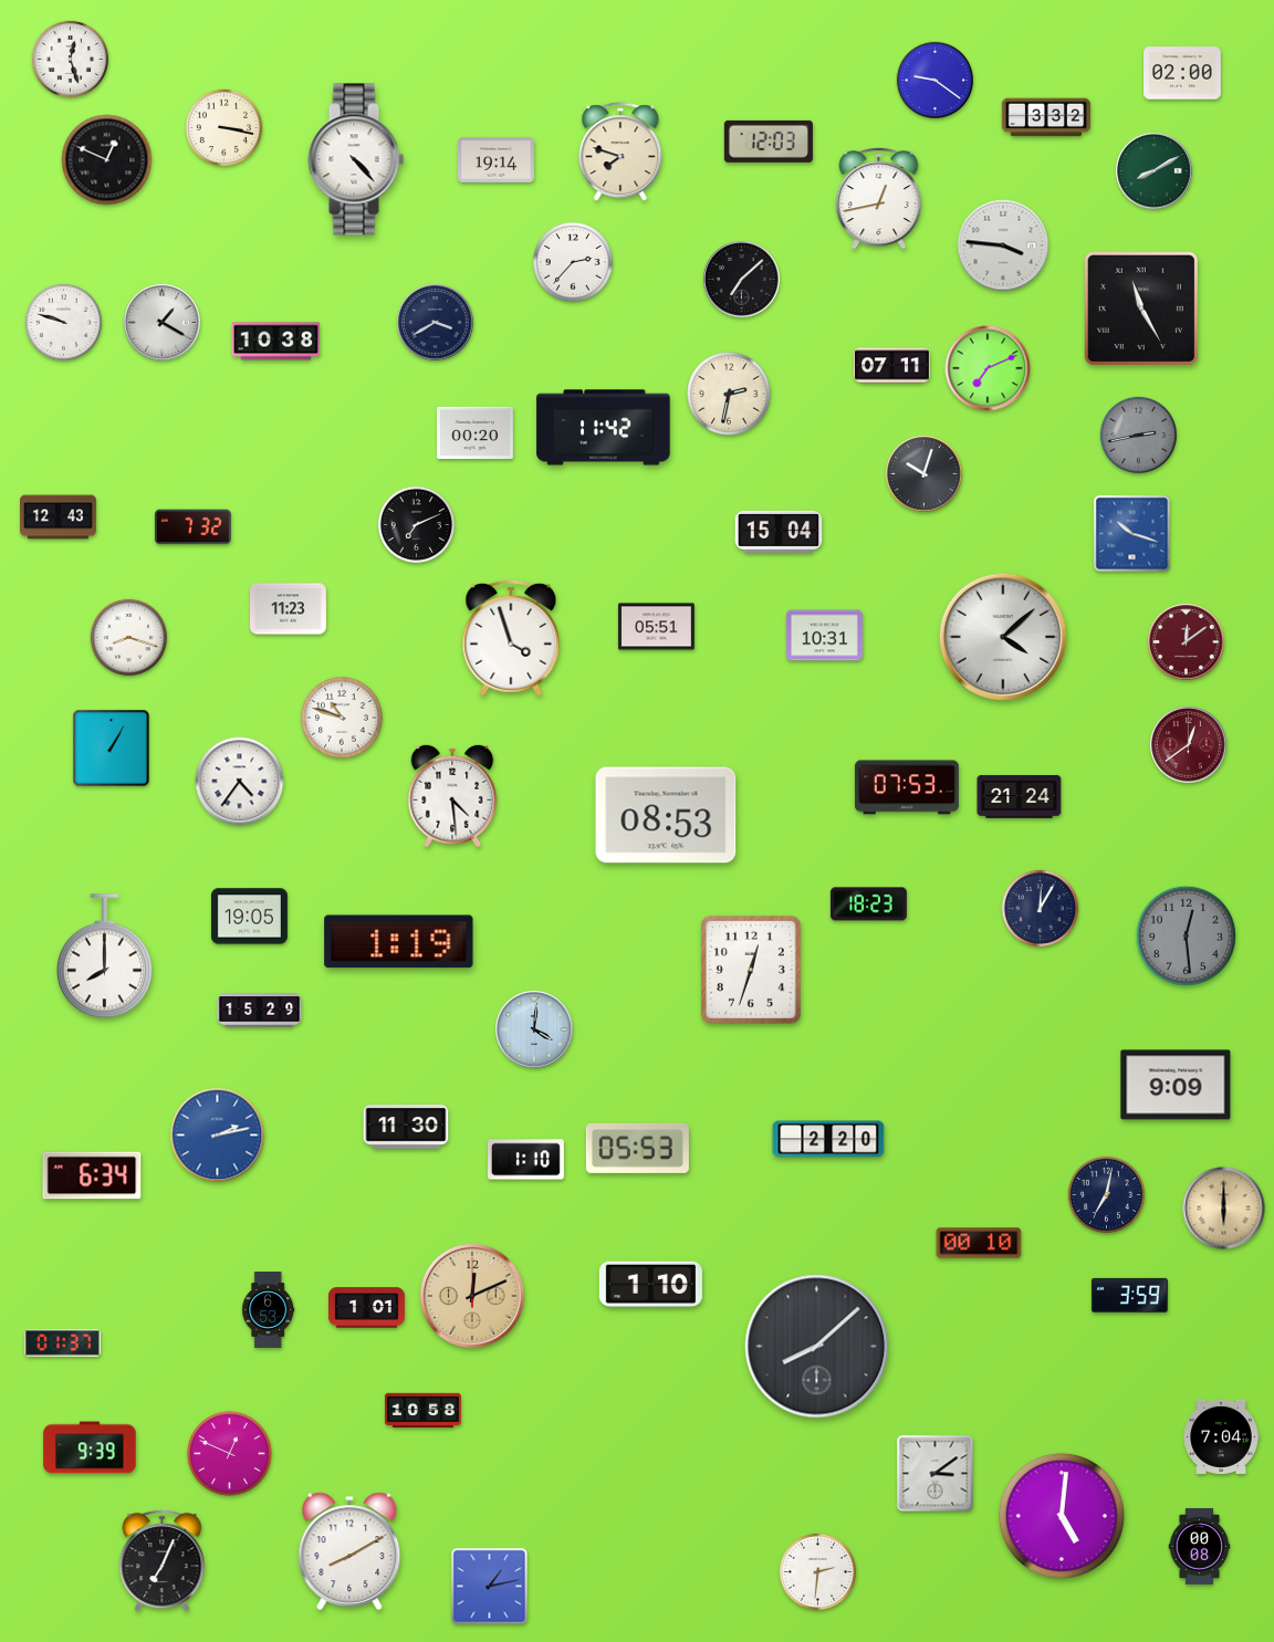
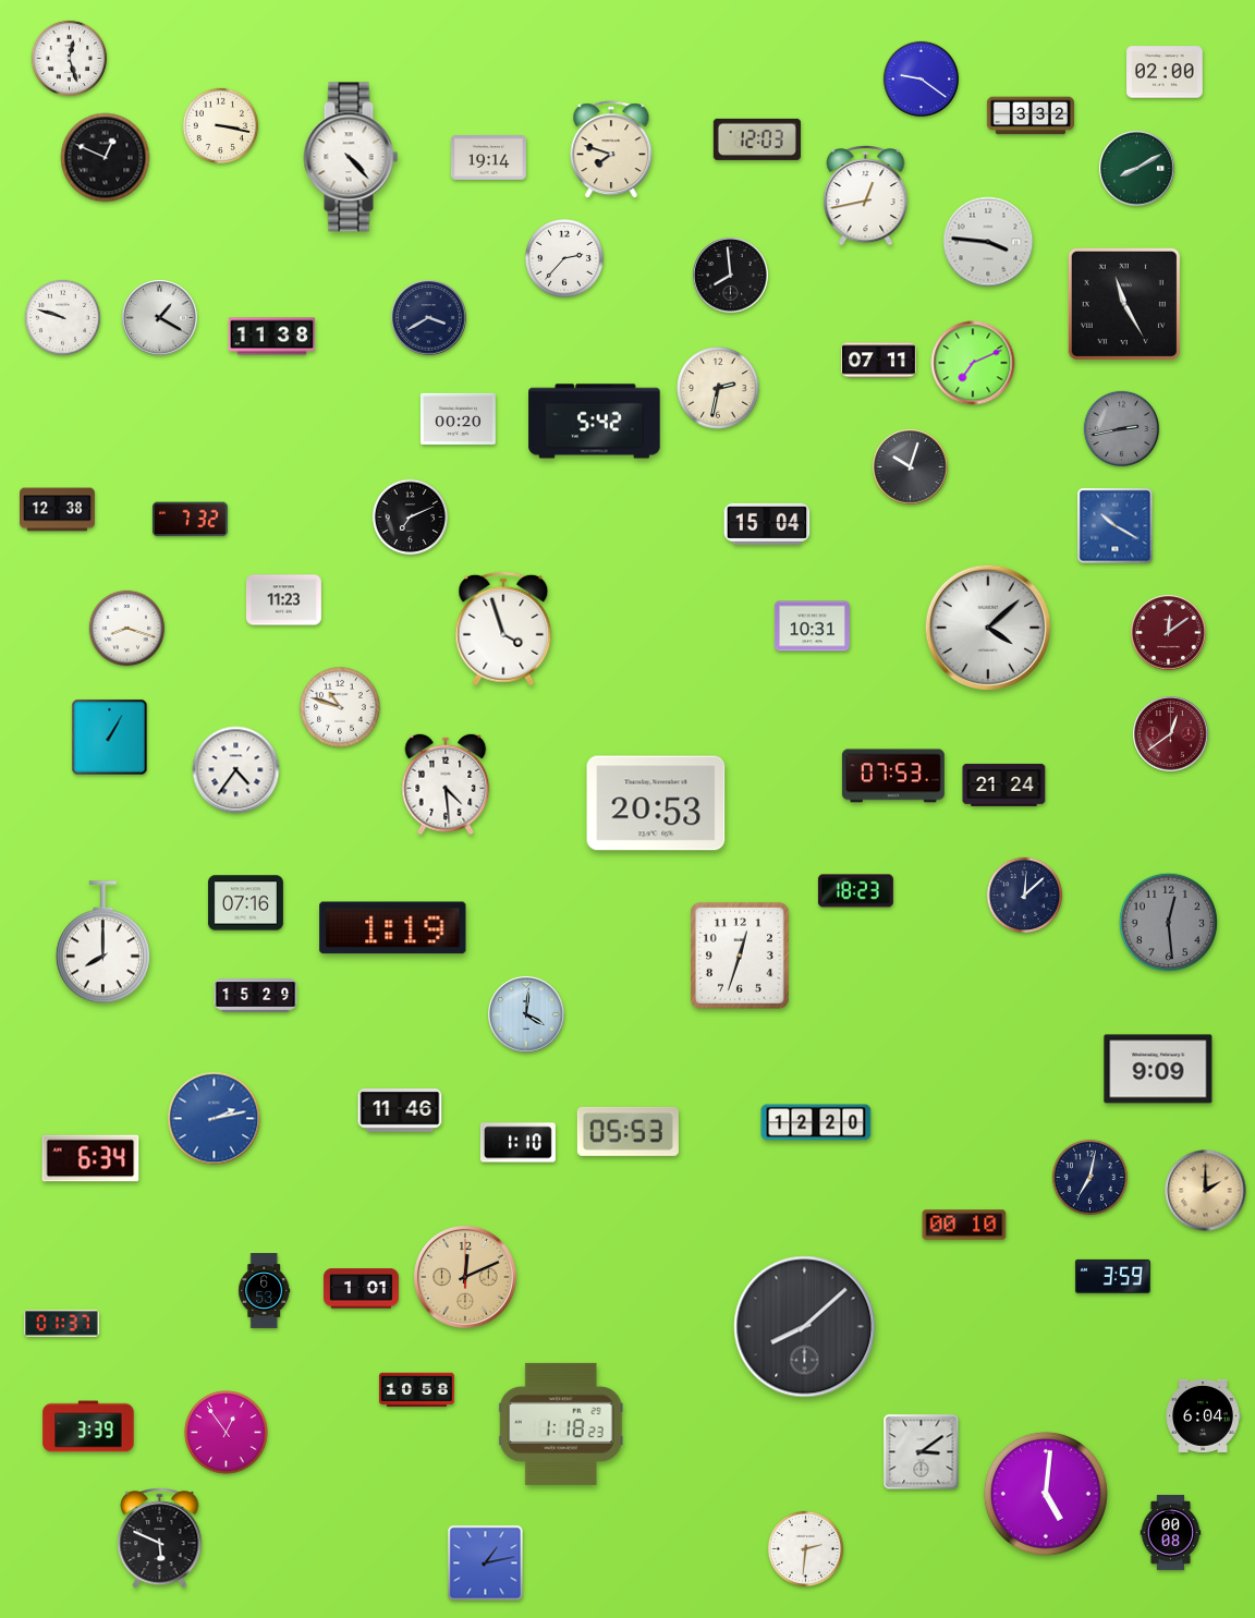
clock at (742, 280): 7:08 -> 7:59
clock at (276, 342): 10:38 -> 11:38
clock at (604, 428): 11:42 -> 5:42
clock at (474, 432) position: (474, 432) -> (458, 418)
clock at (59, 517): 12:43 -> 12:38
clock at (1132, 534): 10:18 -> 10:20
clock at (656, 627): 05:51 -> none
clock at (342, 718) position: (342, 718) -> (340, 707)
clock at (666, 815): 08:53 -> 20:53
clock at (1041, 909): 12:05 -> 12:08
clock at (249, 917): 19:05 -> 07:16
clock at (406, 1128): 11:30 -> 11:46
clock at (828, 1139): 2:20 -> 12:20
clock at (1224, 1209): 6:00 -> 2:00
clock at (650, 1285): 1:10 -> none
clock at (1221, 1436): 7:04 -> 6:04
clock at (561, 1424): none -> 1:18
clock at (90, 1447): 9:39 -> 3:39
clock at (230, 1454): 12:49 -> 12:54
clock at (1200, 1546) position: (1200, 1546) -> (1171, 1532)
clock at (349, 1551): 8:10 -> none
clock at (163, 1561): 7:04 -> 5:49
clock at (490, 1587) position: (490, 1587) -> (486, 1564)
